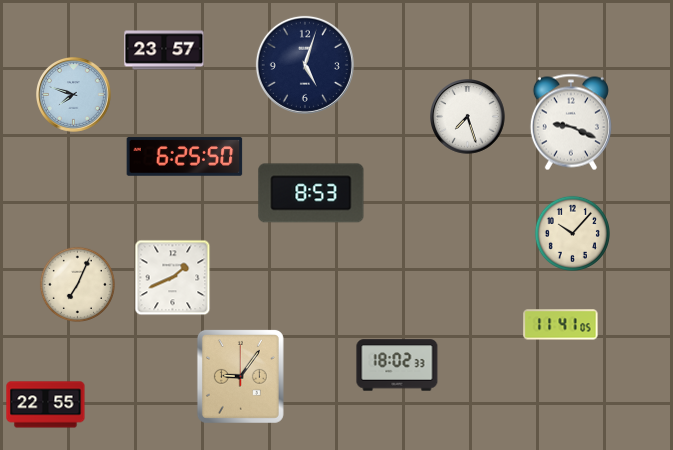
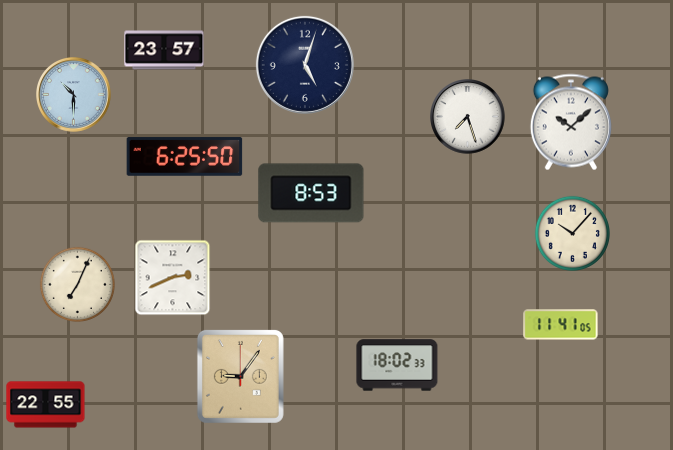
clock at (74, 95): 7:48 -> 10:30
clock at (571, 122): 9:19 -> 10:08
clock at (173, 278): 1:41 -> 2:41
